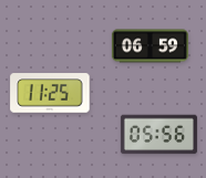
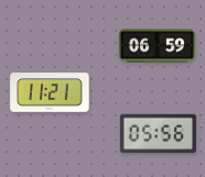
clock at (150, 46) position: (150, 46) -> (157, 46)
clock at (50, 93): 11:25 -> 11:21
